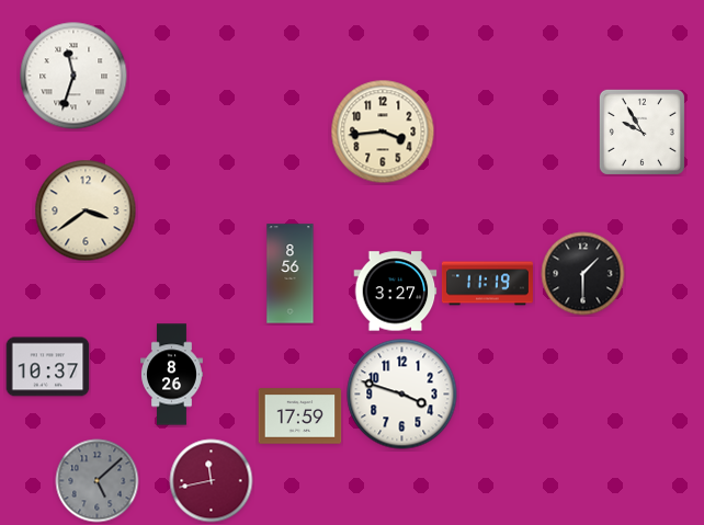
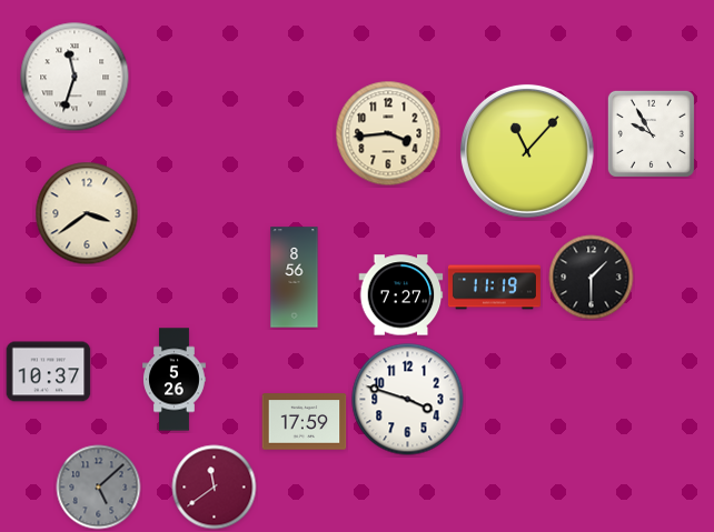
clock at (527, 151): none -> 11:07
clock at (396, 292): 3:27 -> 7:27
clock at (172, 375): 8:26 -> 5:26
clock at (212, 481): 11:43 -> 11:39
